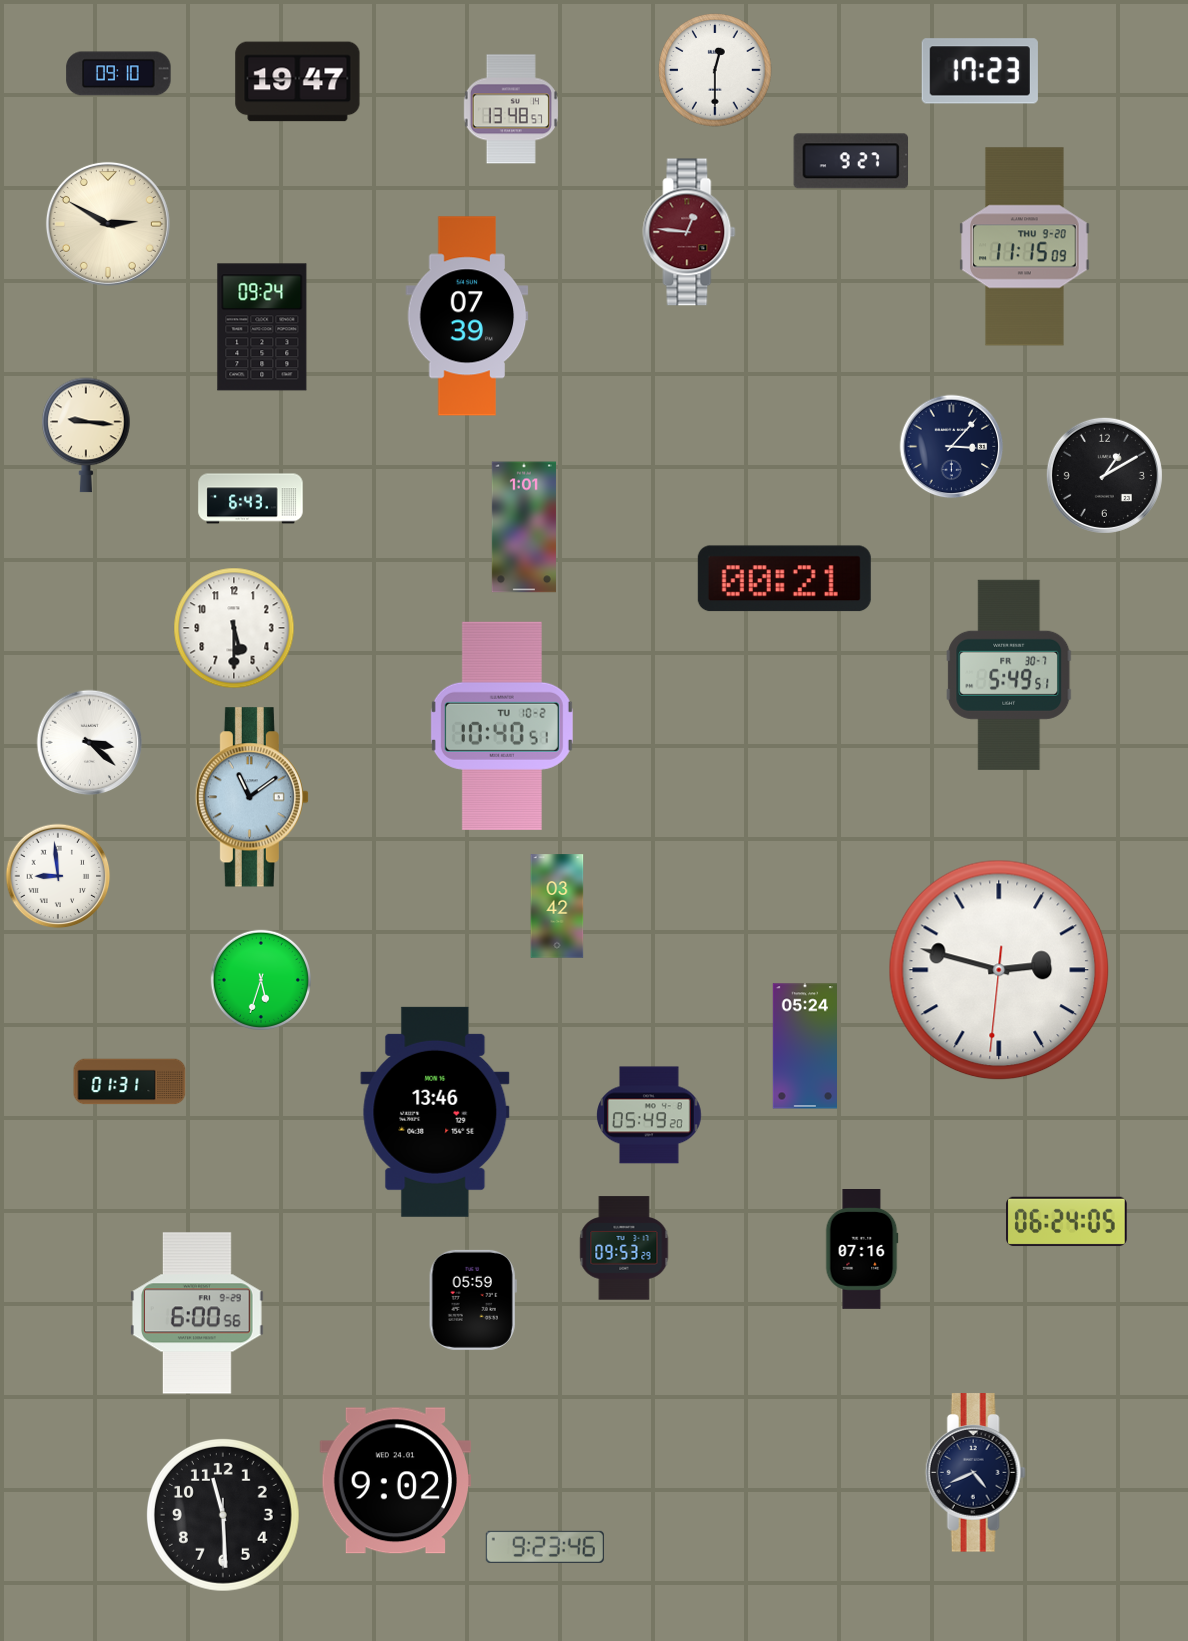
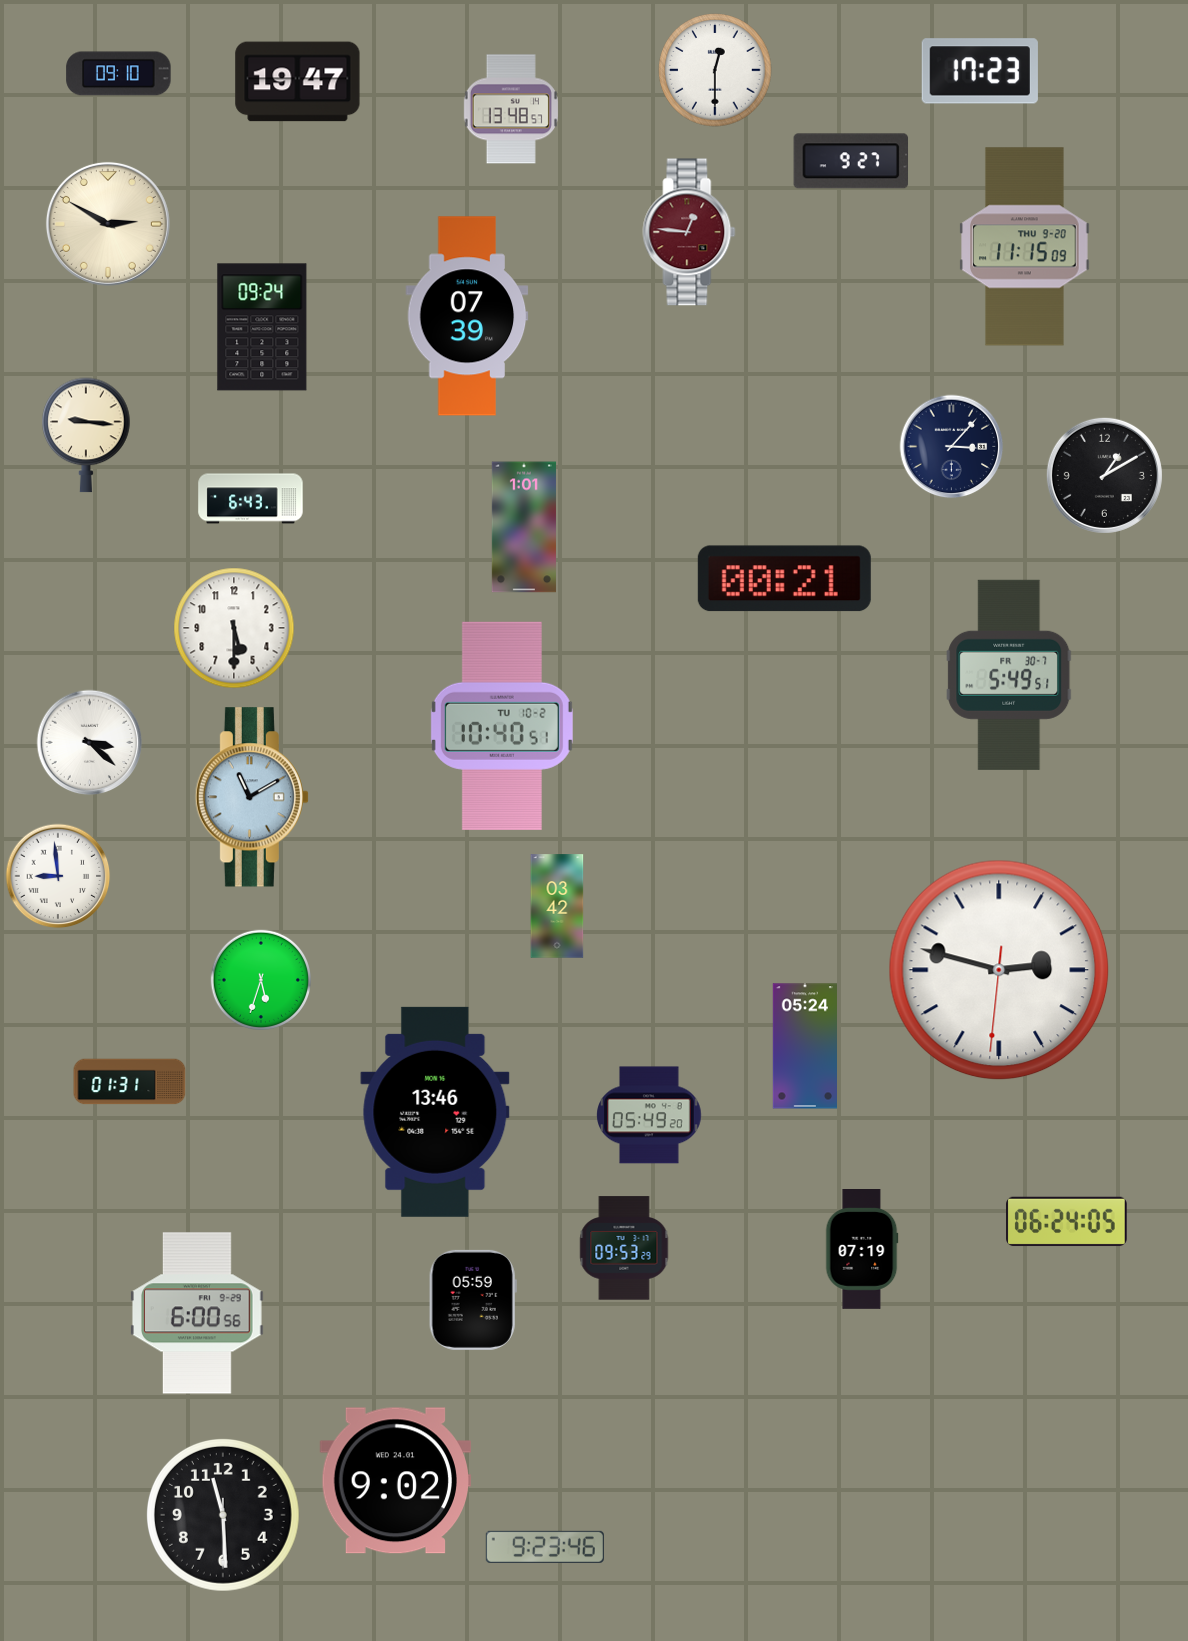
clock at (252, 797): 11:09 -> 11:10
clock at (862, 1250): 07:16 -> 07:19
clock at (975, 1473): 4:41 -> none
